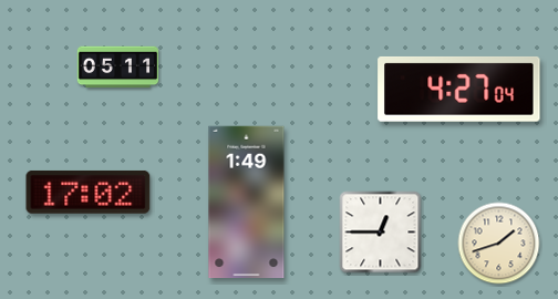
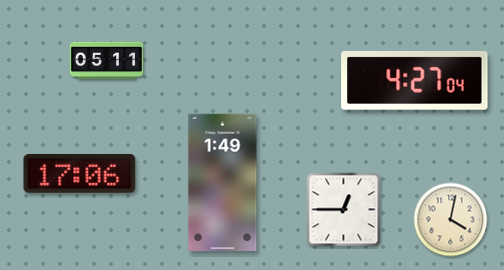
clock at (89, 193): 17:02 -> 17:06
clock at (499, 244): 1:42 -> 4:02
